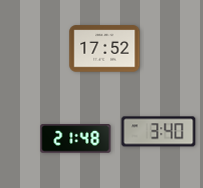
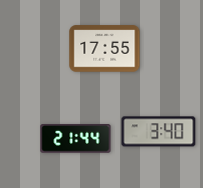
clock at (105, 49): 17:52 -> 17:55
clock at (76, 139): 21:48 -> 21:44
